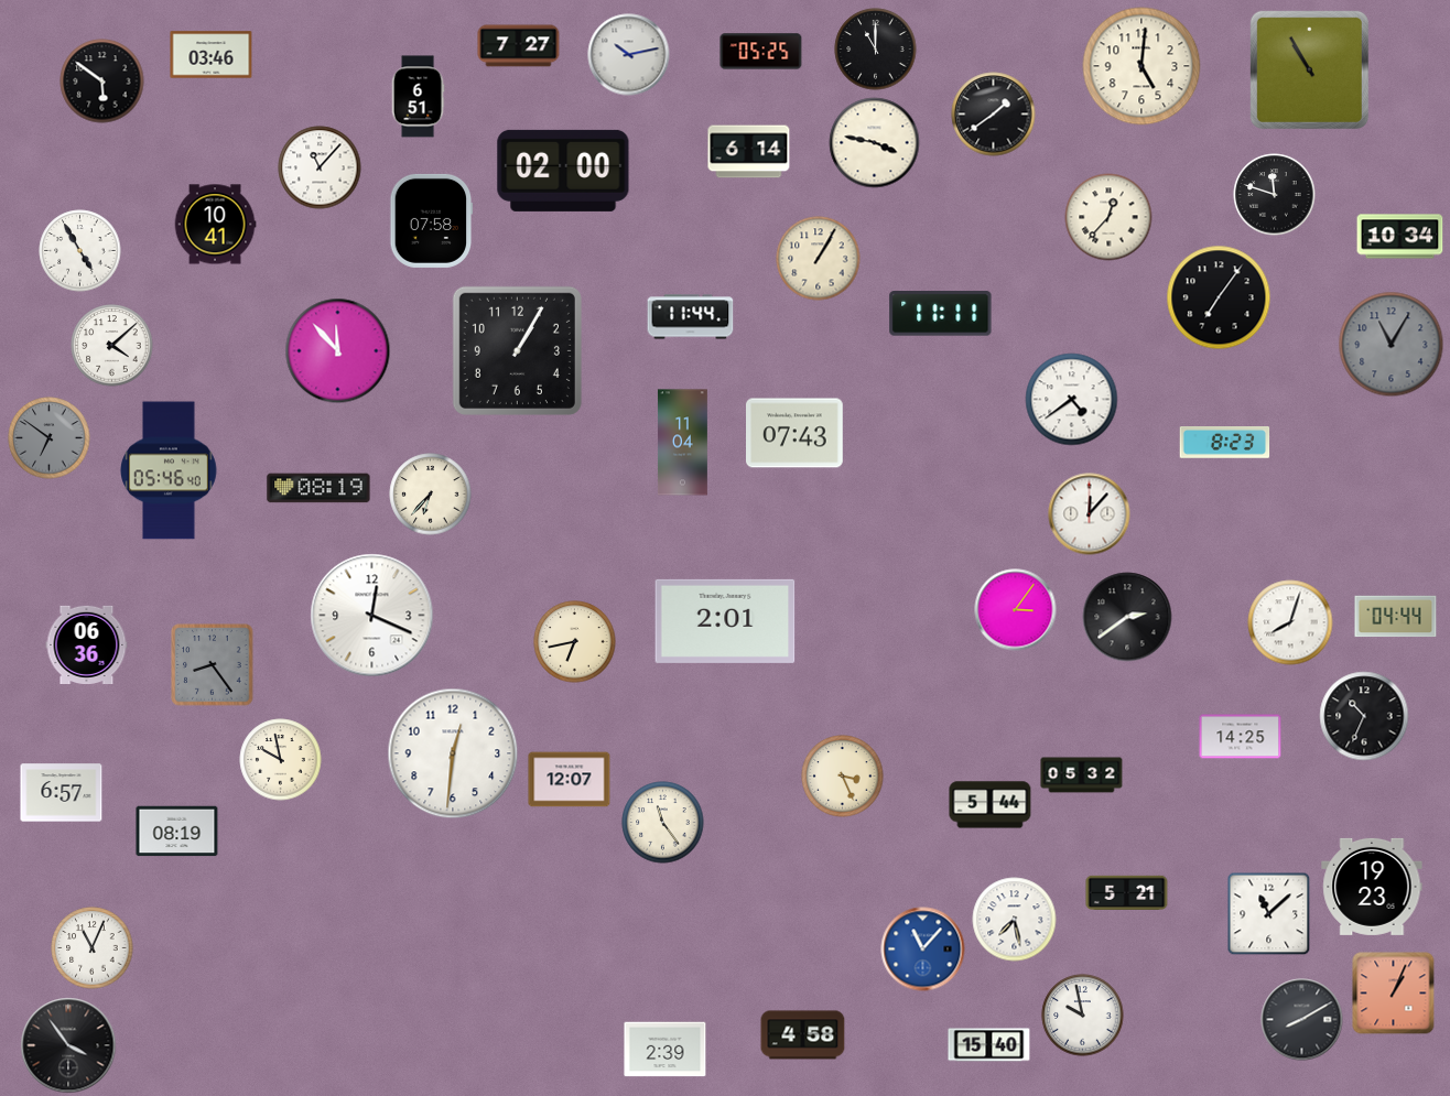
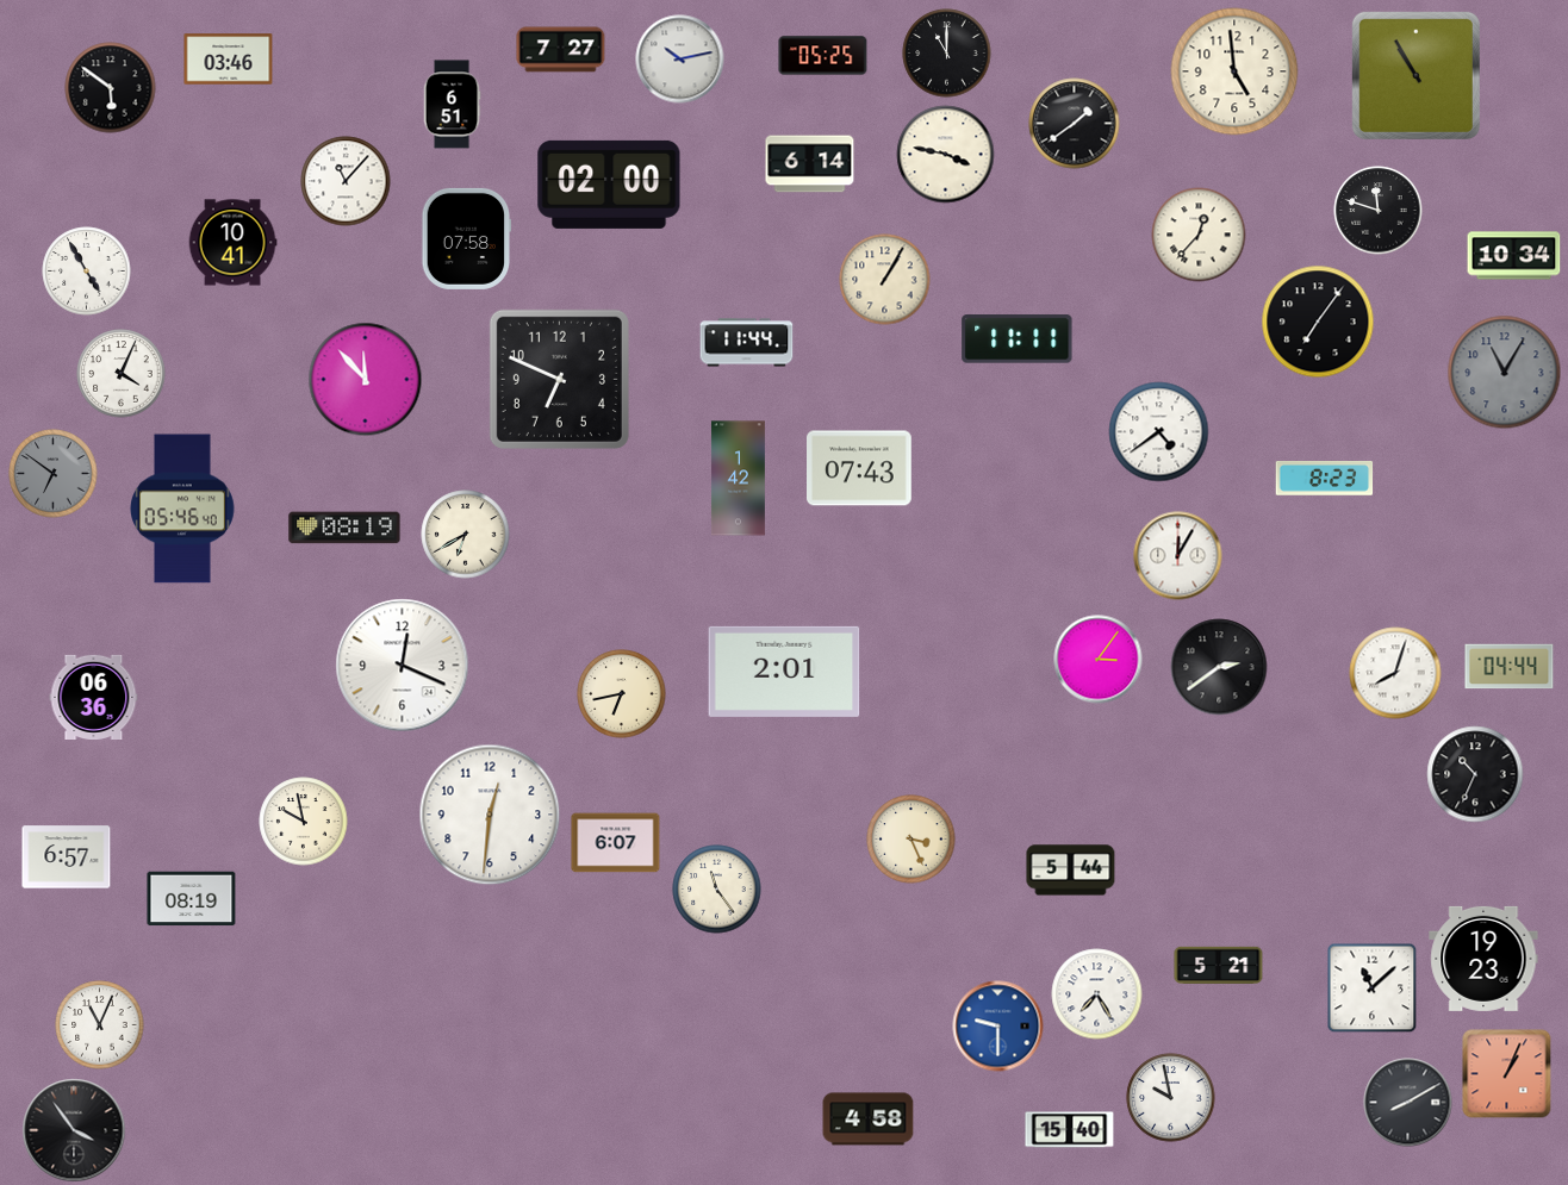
clock at (1141, 66): 5:01 -> 4:59
clock at (112, 346): 4:08 -> 4:04
clock at (517, 350): 1:05 -> 6:49
clock at (682, 443): 11:04 -> 1:42
clock at (431, 495): 6:37 -> 6:40
clock at (1090, 514): 12:07 -> 12:05
clock at (213, 665): 8:24 -> none
clock at (1241, 737): 14:25 -> none
clock at (1082, 775): 05:32 -> none
clock at (570, 780): 12:07 -> 6:07
clock at (1015, 920): 7:28 -> 7:25
clock at (923, 949): 11:07 -> 9:30
clock at (666, 1050): 2:39 -> none
